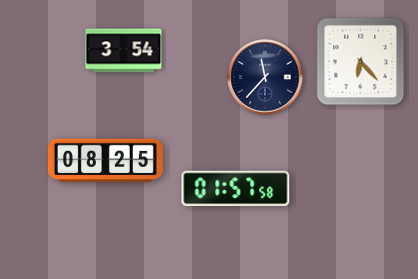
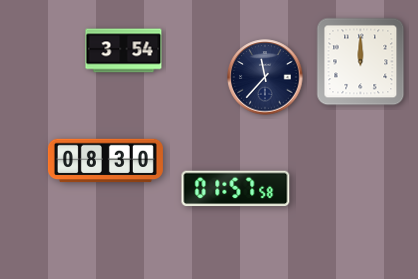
clock at (361, 62): 6:23 -> 12:00
clock at (105, 161): 08:25 -> 08:30
